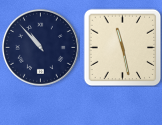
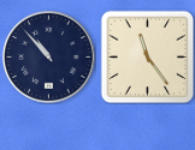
clock at (122, 47): 11:28 -> 11:24
